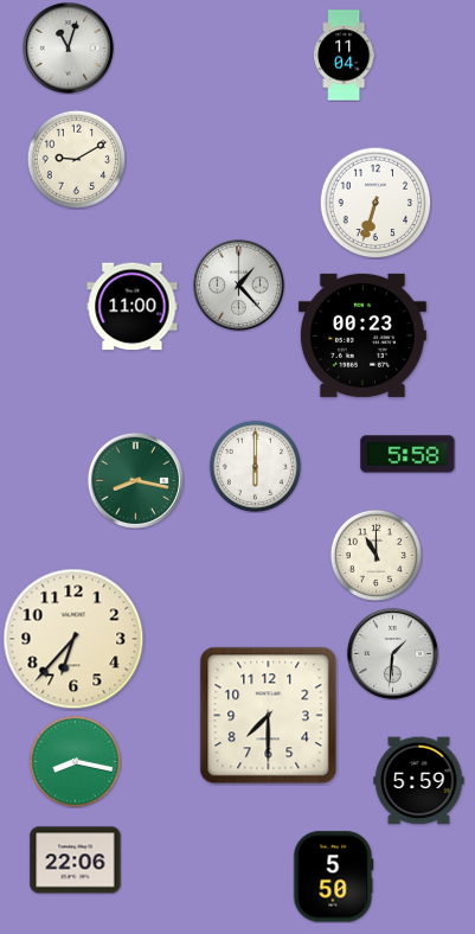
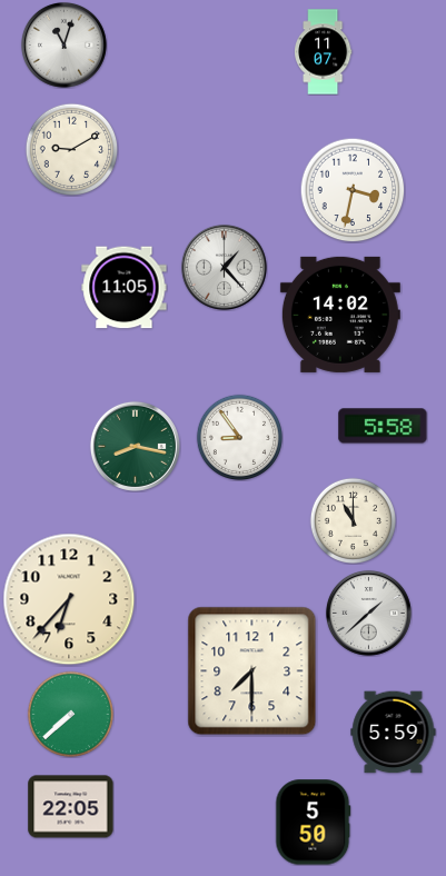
clock at (345, 56): 11:04 -> 11:07
clock at (375, 203): 6:33 -> 3:32
clock at (133, 307): 11:00 -> 11:05
clock at (362, 335): 00:23 -> 14:02
clock at (255, 466): 6:00 -> 8:54
clock at (135, 480) position: (135, 480) -> (135, 446)
clock at (392, 653): 1:31 -> 1:38
clock at (75, 761): 8:17 -> 7:38
clock at (76, 861): 22:06 -> 22:05
